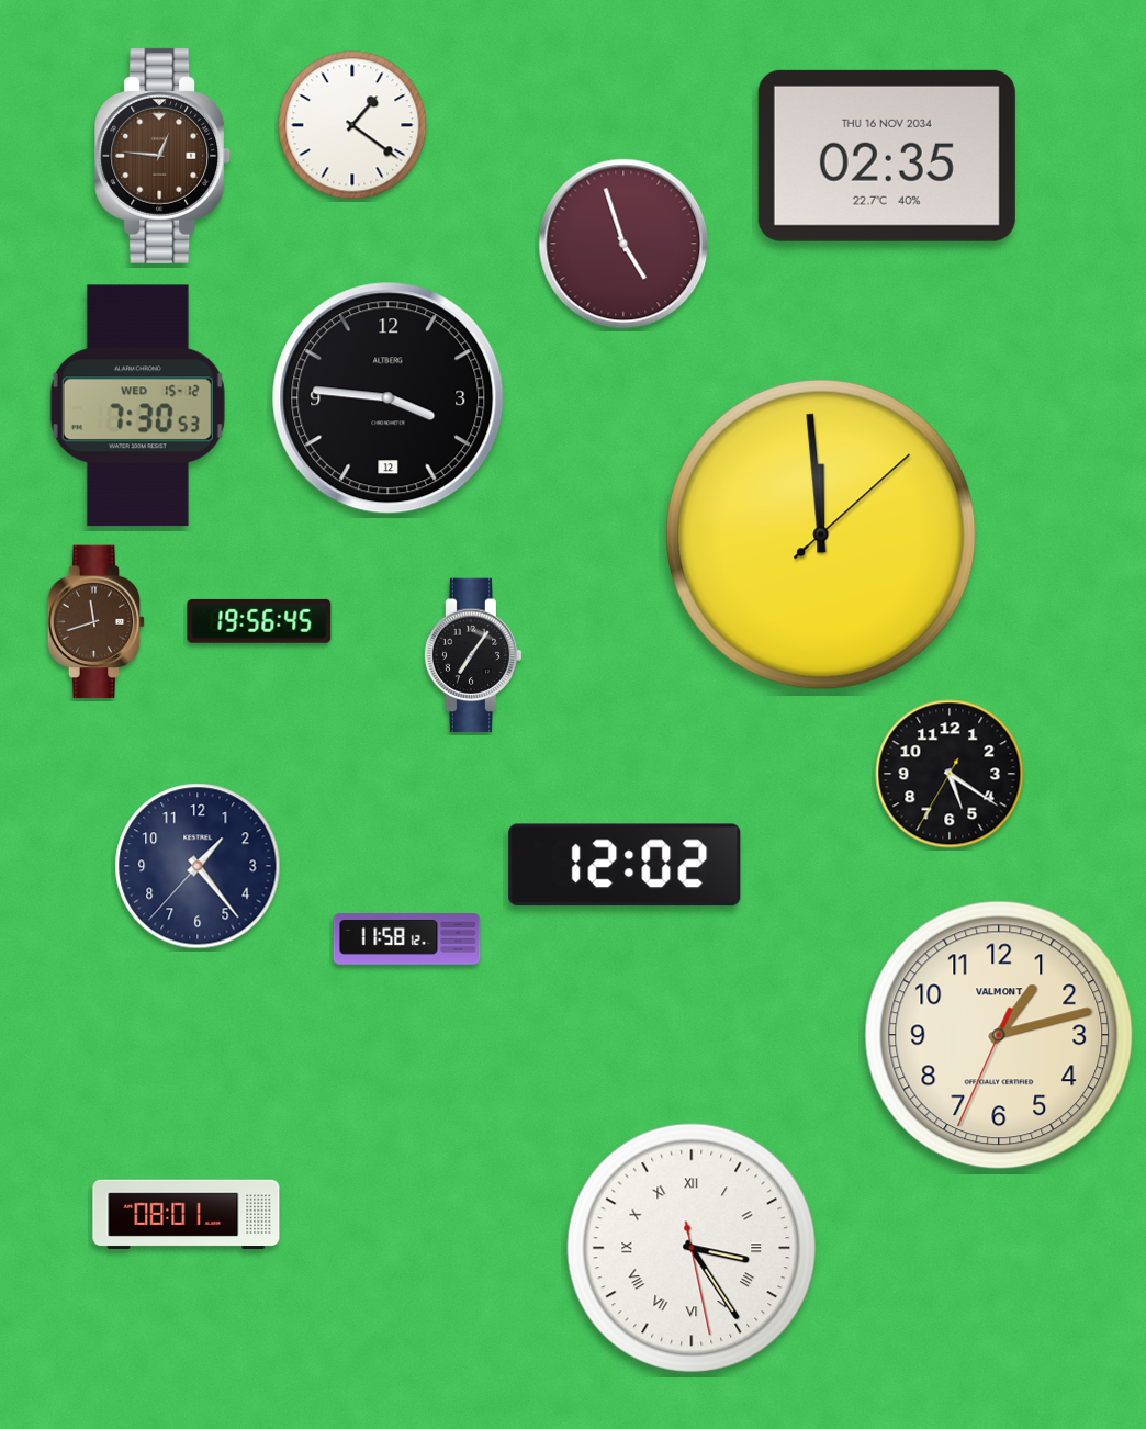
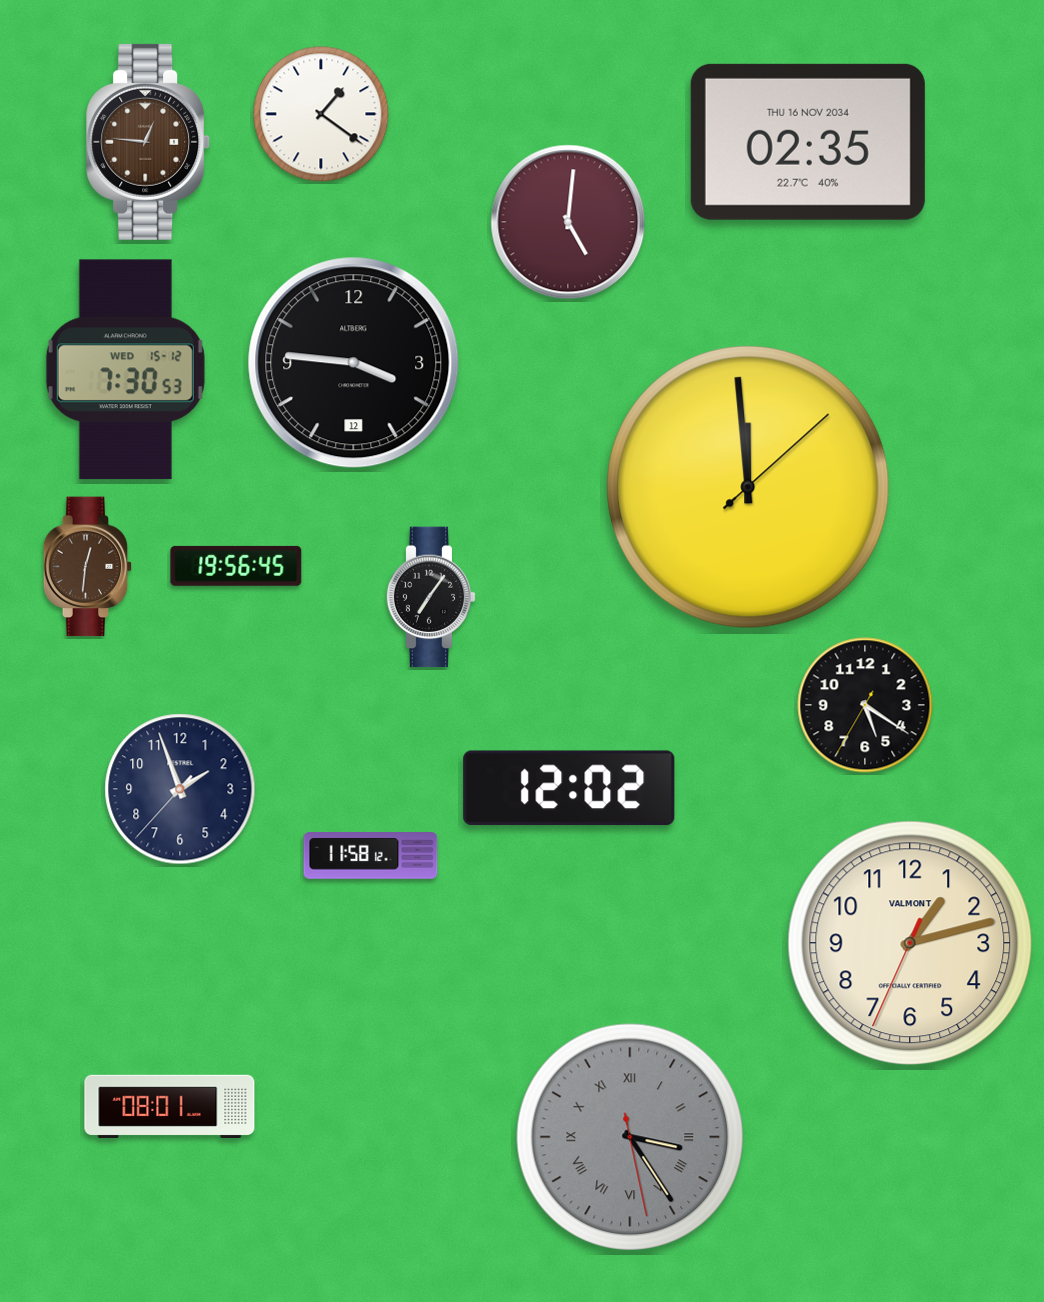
clock at (623, 244): 4:57 -> 5:01
clock at (97, 622): 11:42 -> 12:31
clock at (198, 866): 1:23 -> 1:56
clock at (692, 1248) dial: white -> grey
